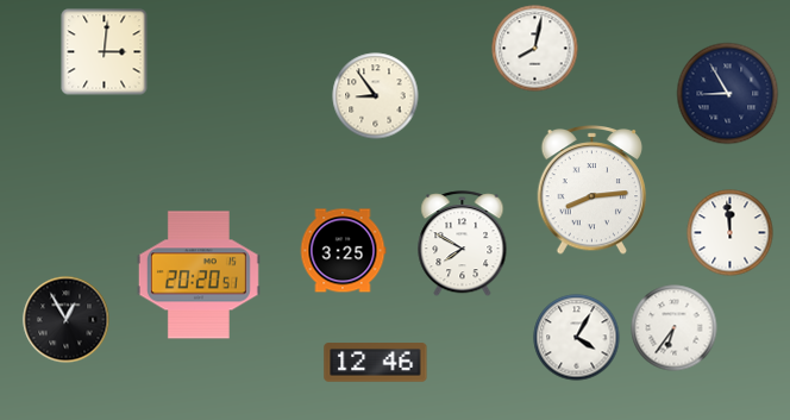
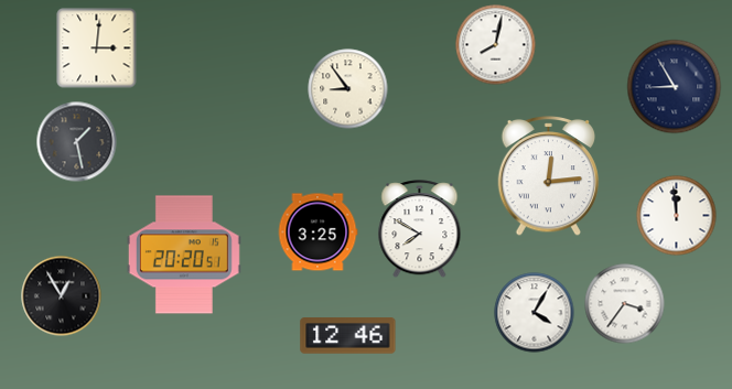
clock at (77, 142): none -> 1:28
clock at (592, 190): 8:14 -> 12:14
clock at (463, 244) position: (463, 244) -> (420, 229)
clock at (675, 328): 6:36 -> 3:36
